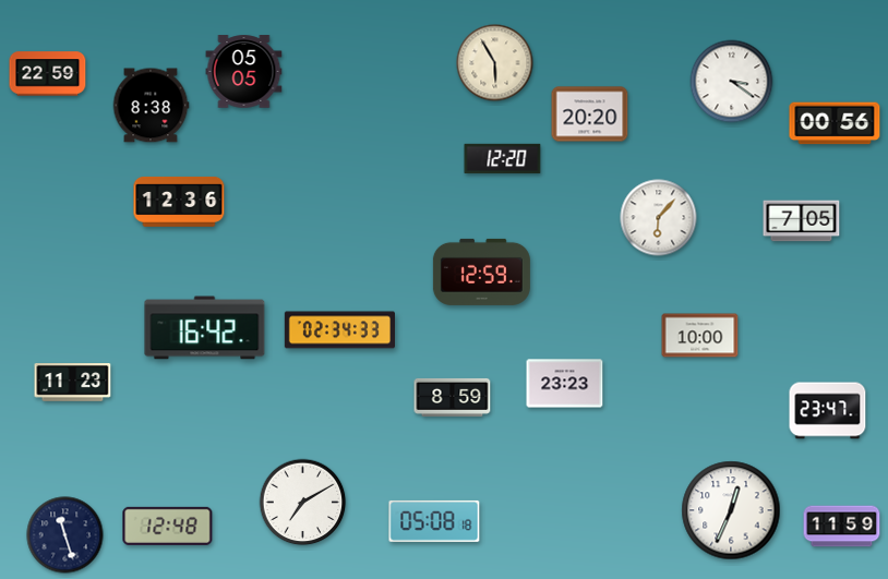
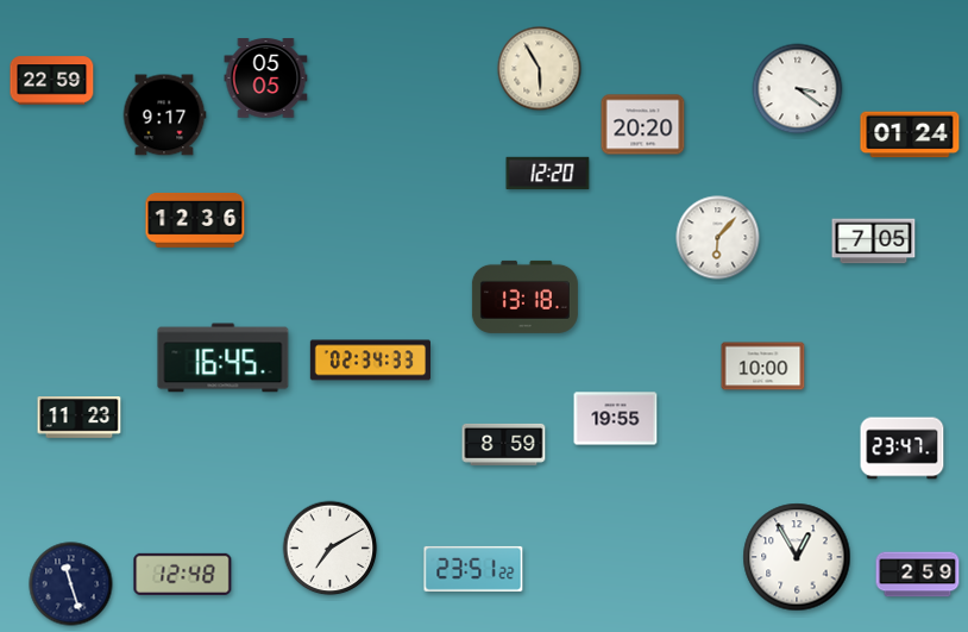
clock at (151, 106): 8:38 -> 9:17
clock at (835, 123): 00:56 -> 01:24
clock at (481, 272): 12:59 -> 13:18
clock at (205, 328): 16:42 -> 16:45
clock at (565, 384): 23:23 -> 19:55
clock at (453, 397) position: (453, 397) -> (504, 444)
clock at (731, 510): 12:34 -> 12:55
clock at (434, 521): 05:08 -> 23:51
clock at (842, 527): 11:59 -> 2:59
